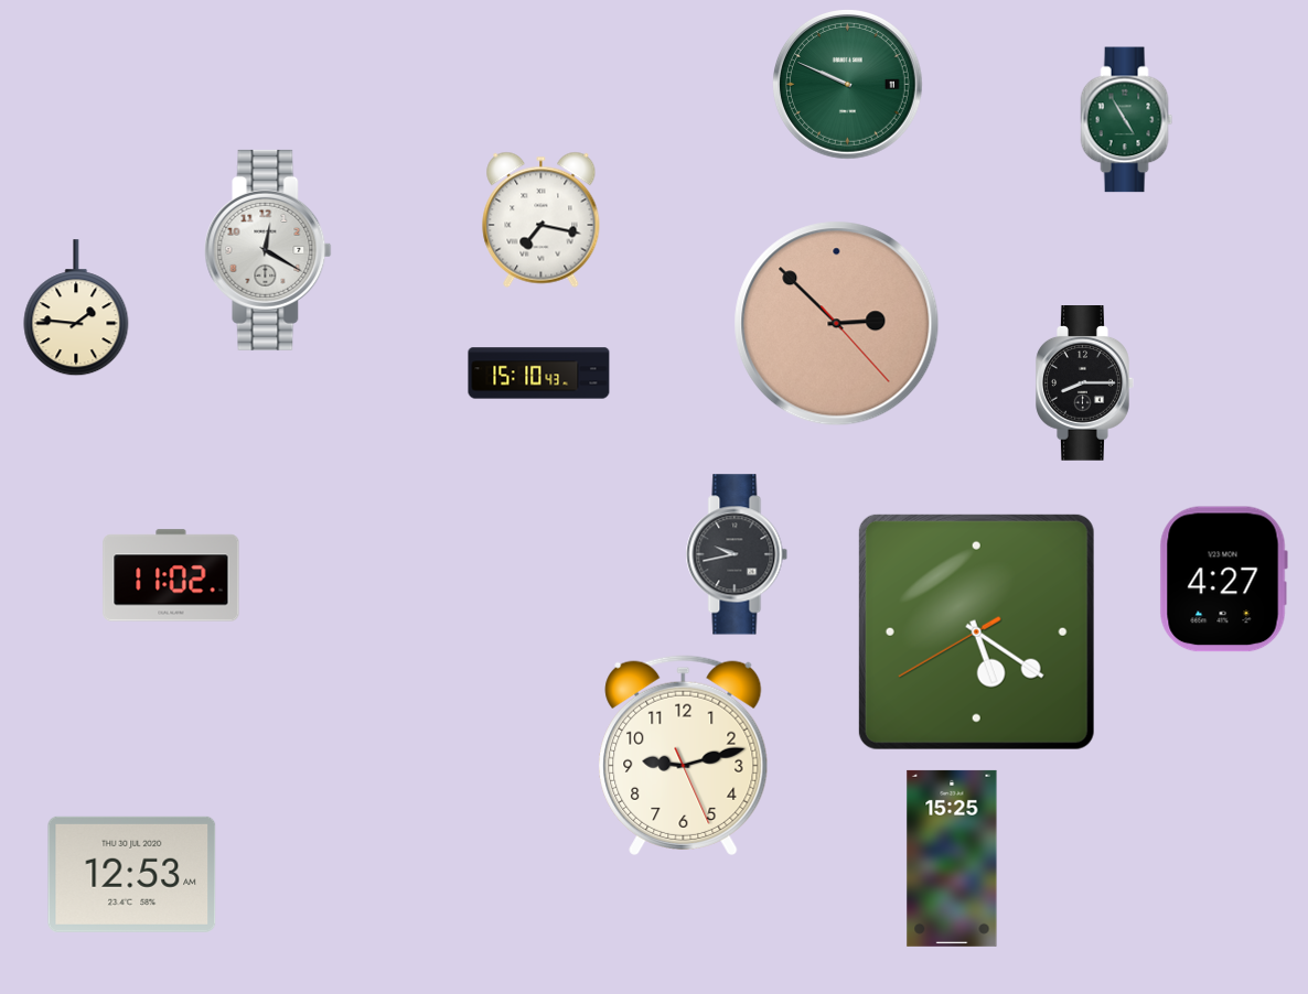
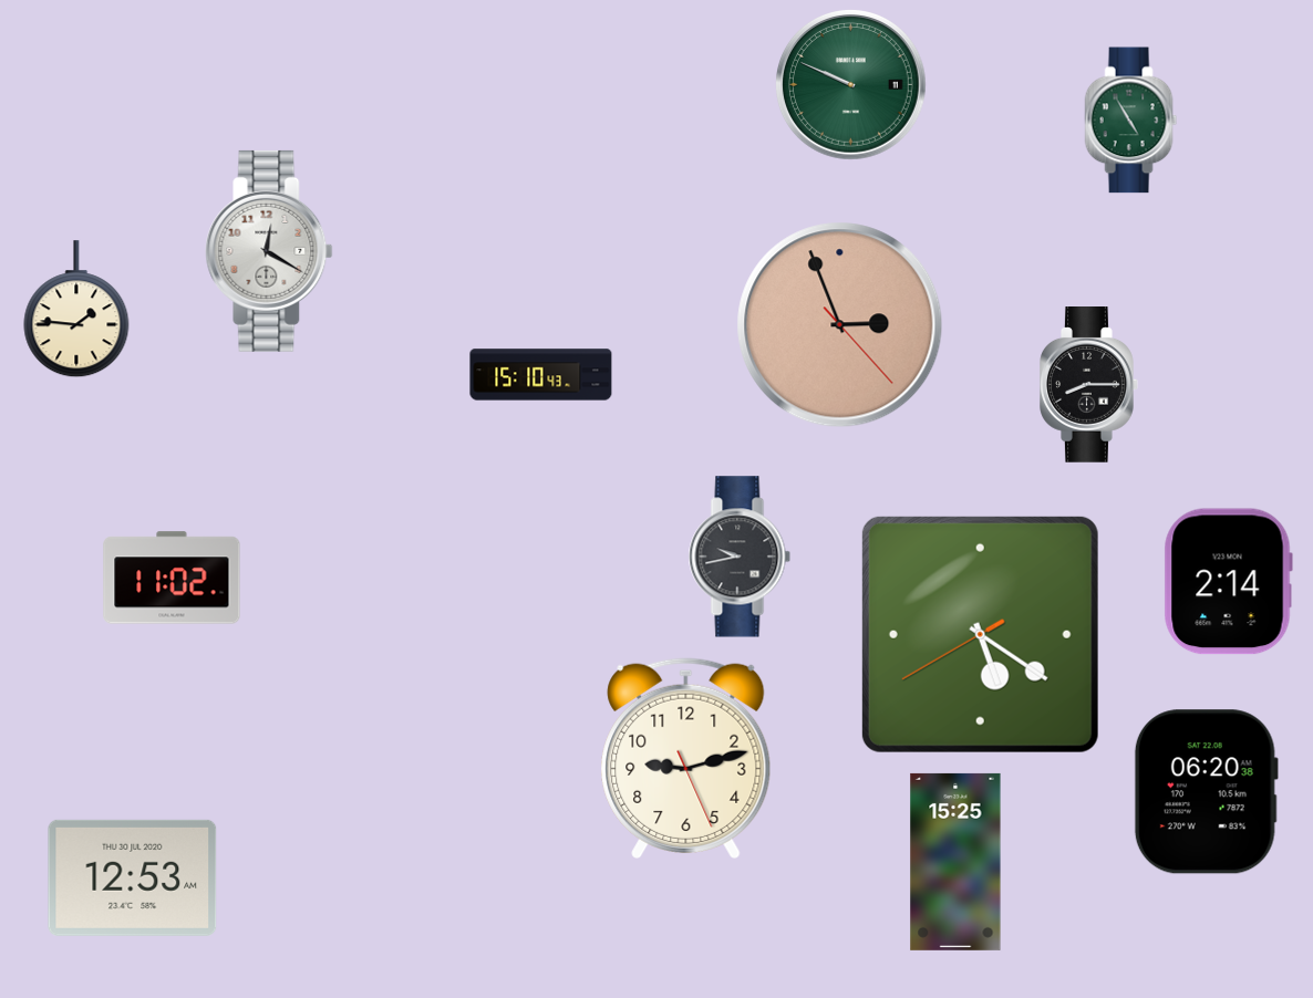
clock at (542, 219): 7:17 -> none
clock at (837, 324): 2:52 -> 2:56
clock at (1223, 580): 4:27 -> 2:14
clock at (1206, 792): none -> 06:20
